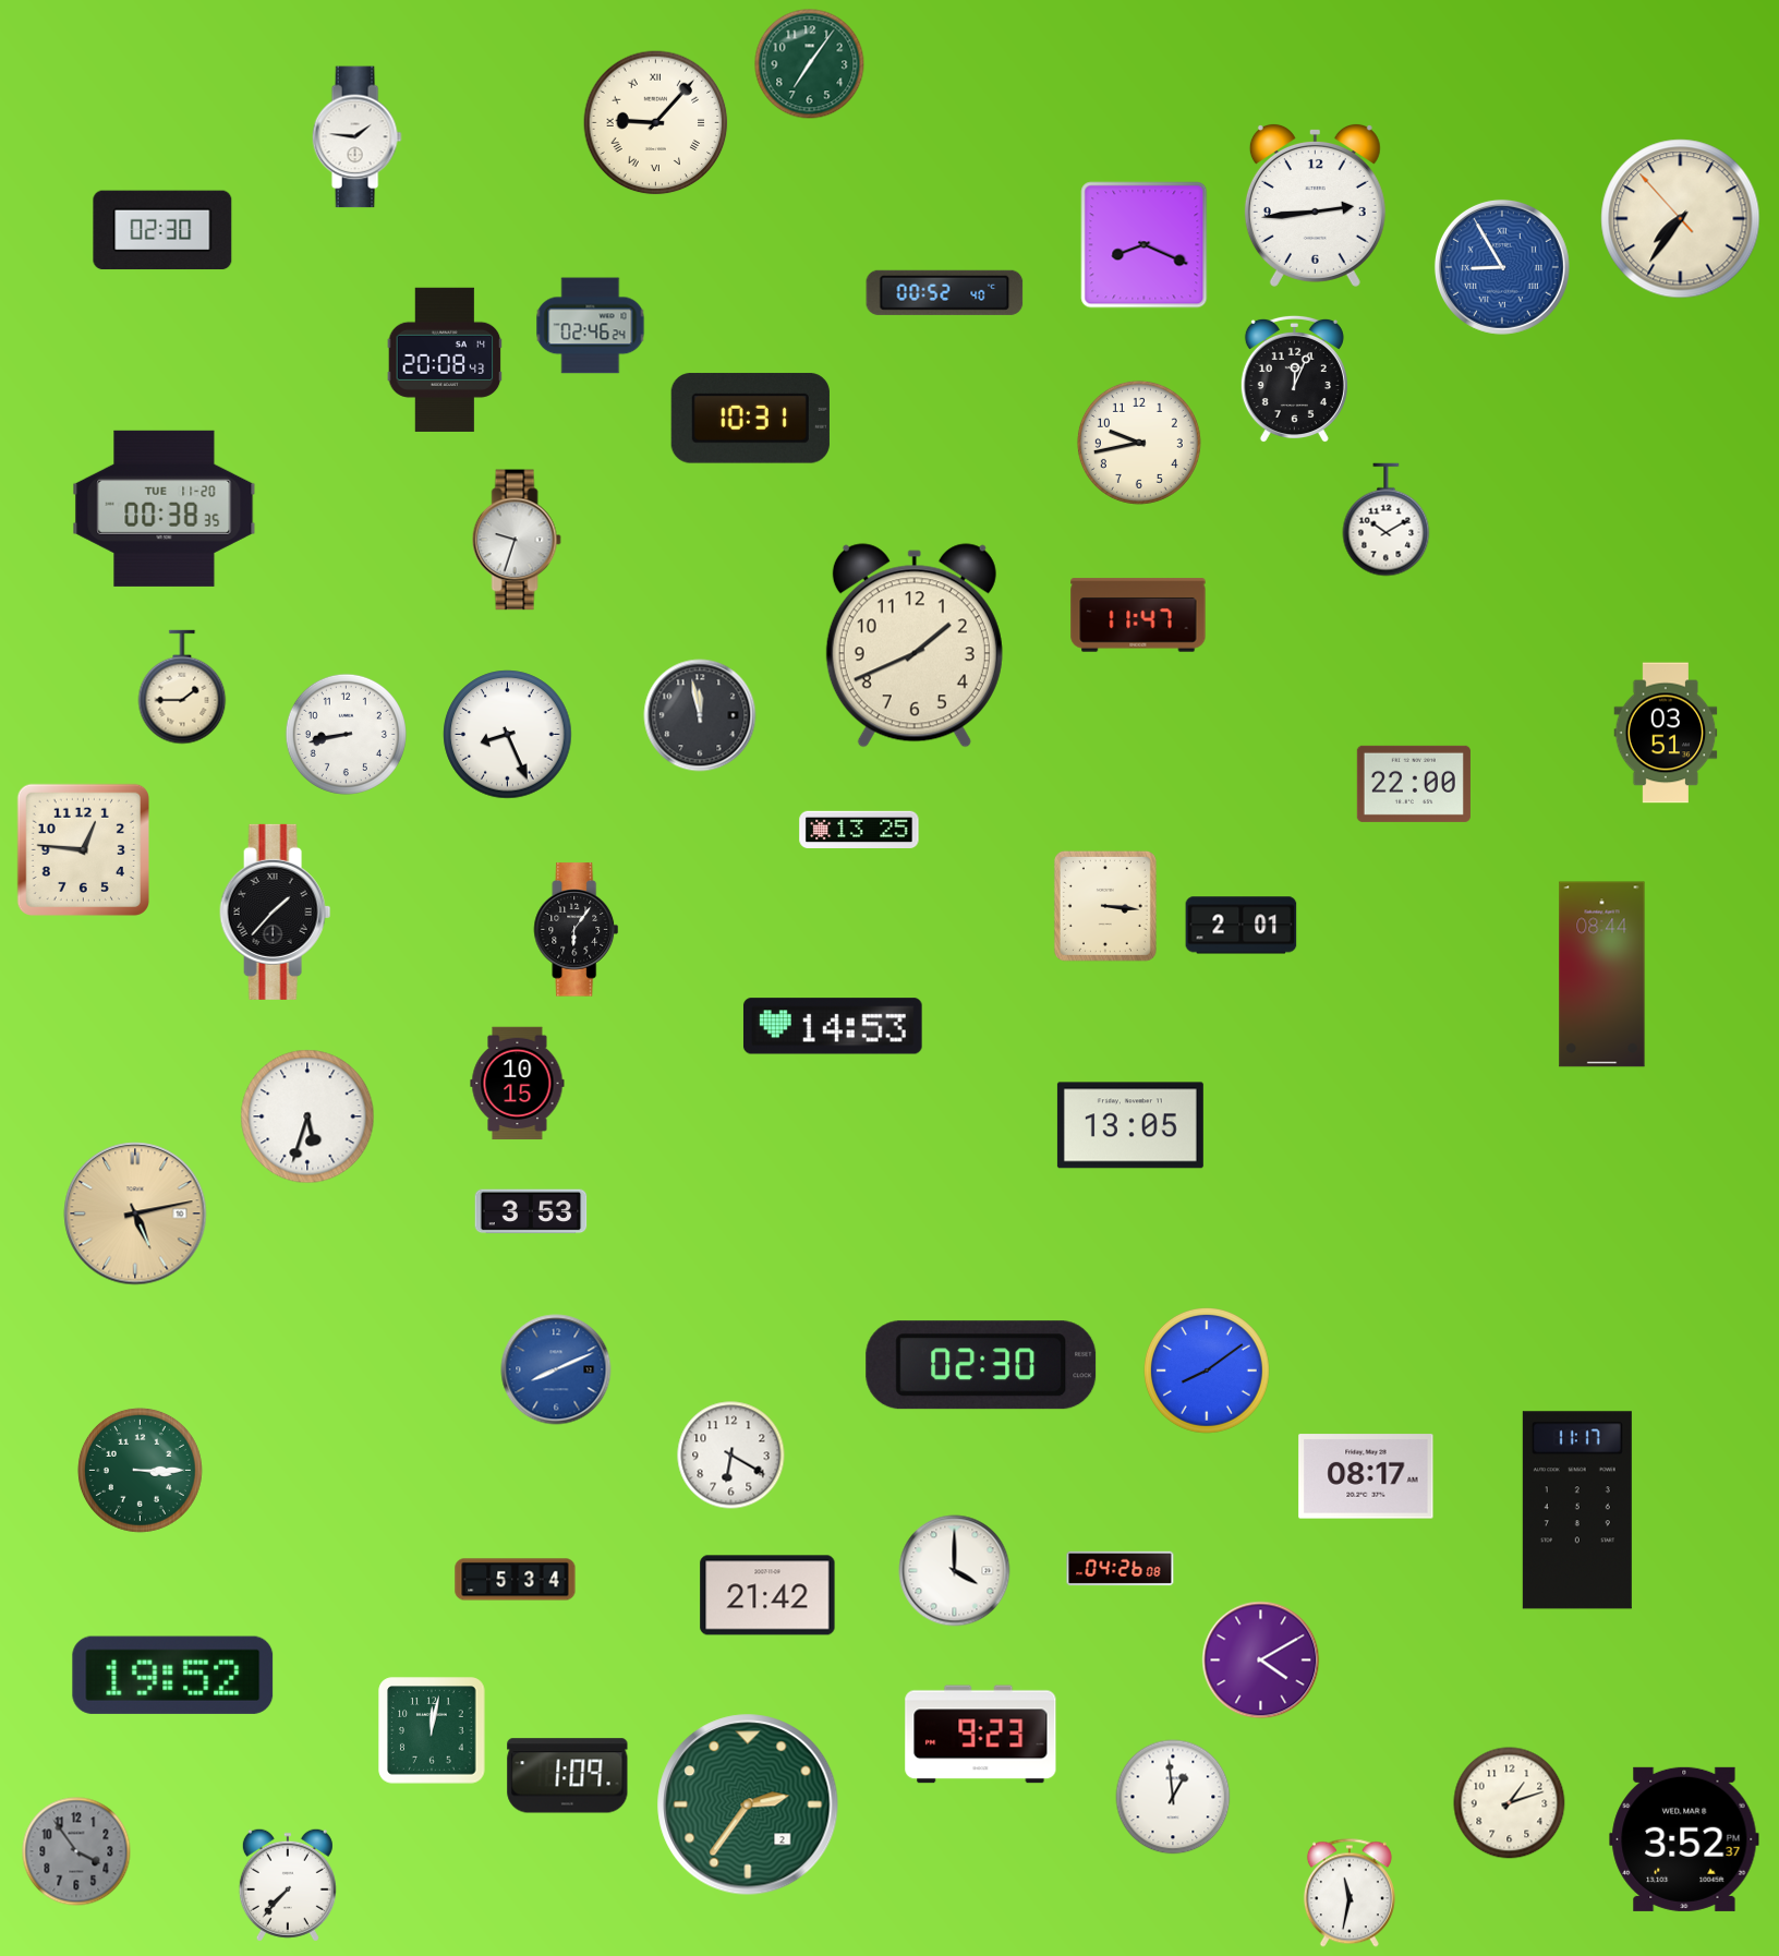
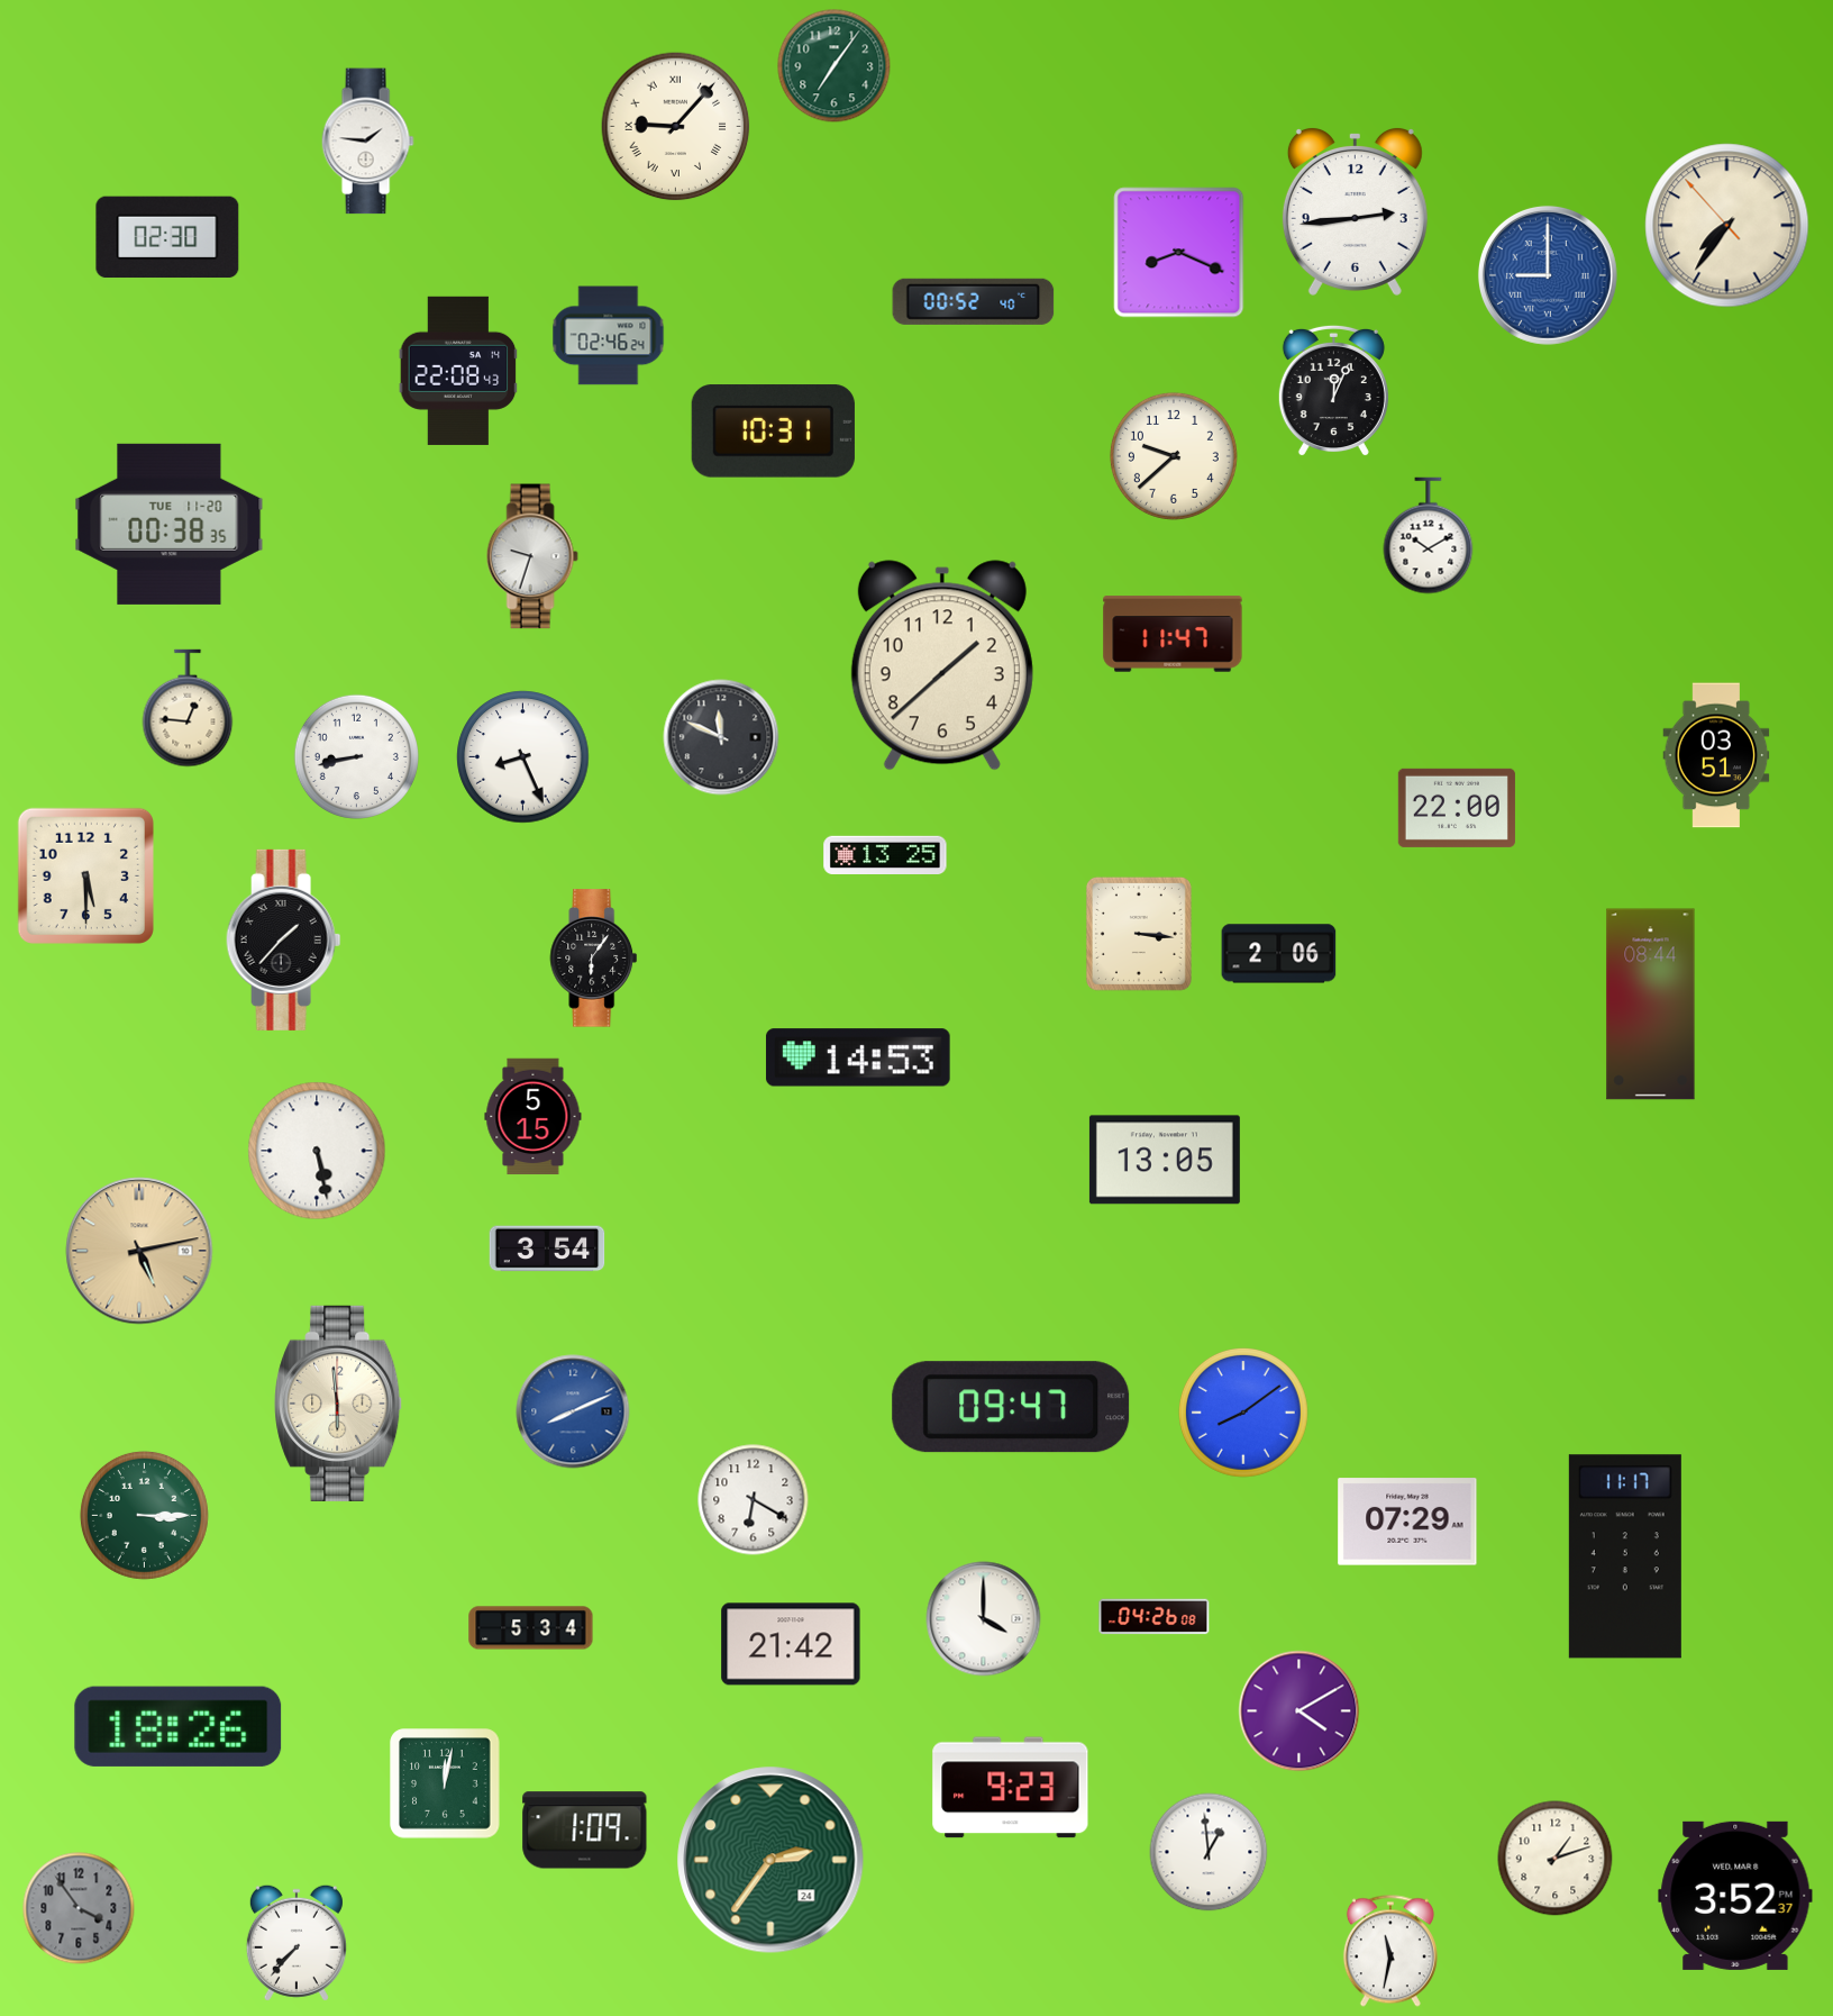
clock at (1681, 219) position: (1681, 219) -> (1727, 226)
clock at (1502, 267): 8:55 -> 9:00
clock at (445, 360): 20:08 -> 22:08
clock at (1139, 443): 9:43 -> 9:38
clock at (915, 645): 1:41 -> 1:38
clock at (182, 687): 1:45 -> 12:46
clock at (700, 715): 11:58 -> 11:49
clock at (83, 849): 12:46 -> 5:30
clock at (1242, 926): 2:01 -> 2:06
clock at (518, 1084): 10:15 -> 5:15
clock at (307, 1116): 5:33 -> 5:28
clock at (531, 1211): 3:53 -> 3:54
clock at (339, 1404): none -> 5:59
clock at (981, 1365): 02:30 -> 09:47
clock at (1366, 1476): 08:17 -> 07:29
clock at (173, 1675): 19:52 -> 18:26
clock at (748, 1804) date: 2 -> 24
